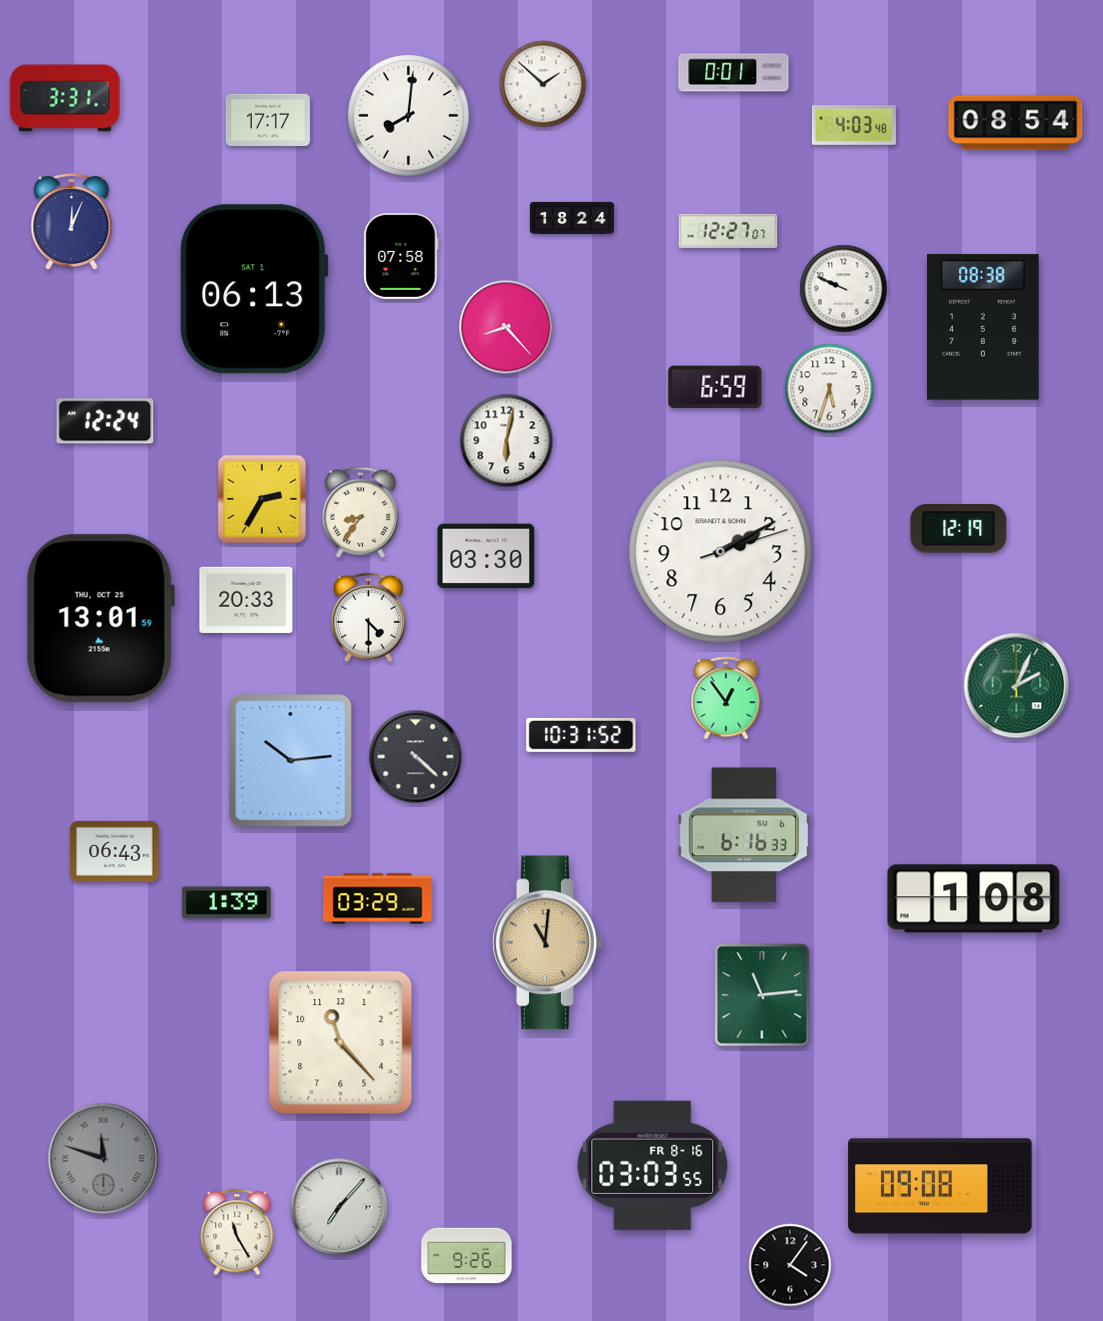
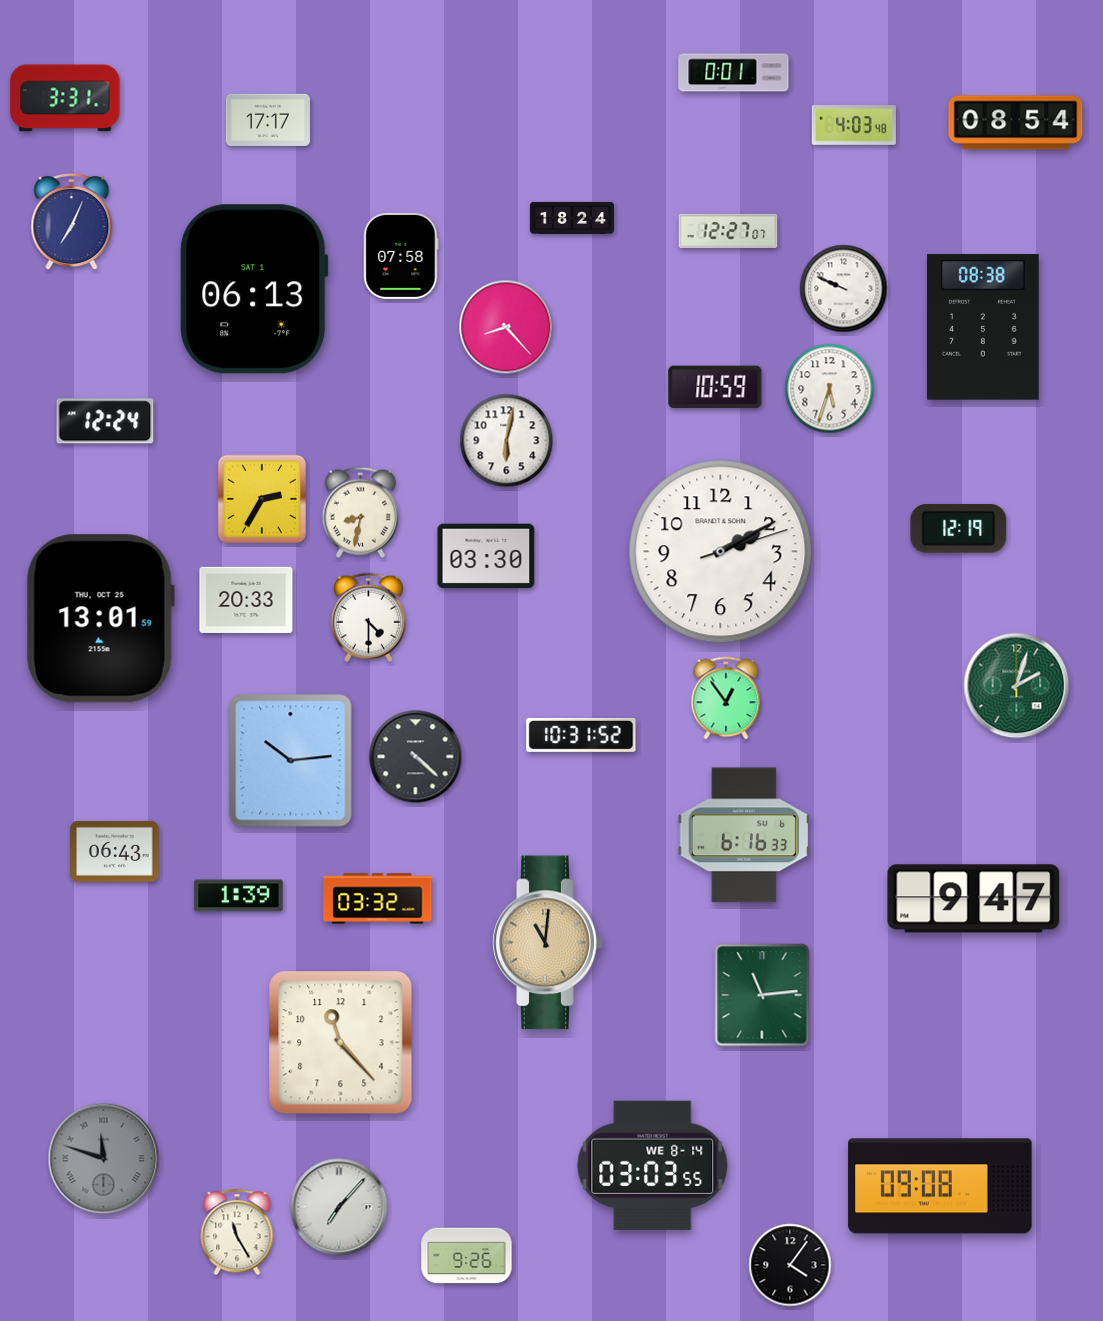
clock at (543, 84): 1:52 -> none
clock at (409, 116): 8:01 -> none
clock at (72, 221): 12:04 -> 7:04
clock at (715, 387): 6:59 -> 10:59
clock at (360, 512): 8:36 -> 8:32
clock at (1017, 686): 2:04 -> 2:03
clock at (378, 899): 03:29 -> 03:32
clock at (974, 899): 1:08 -> 9:47
clock at (227, 903) position: (227, 903) -> (239, 896)
clock at (653, 1165) date: FR 8-16 -> WE 8-14
